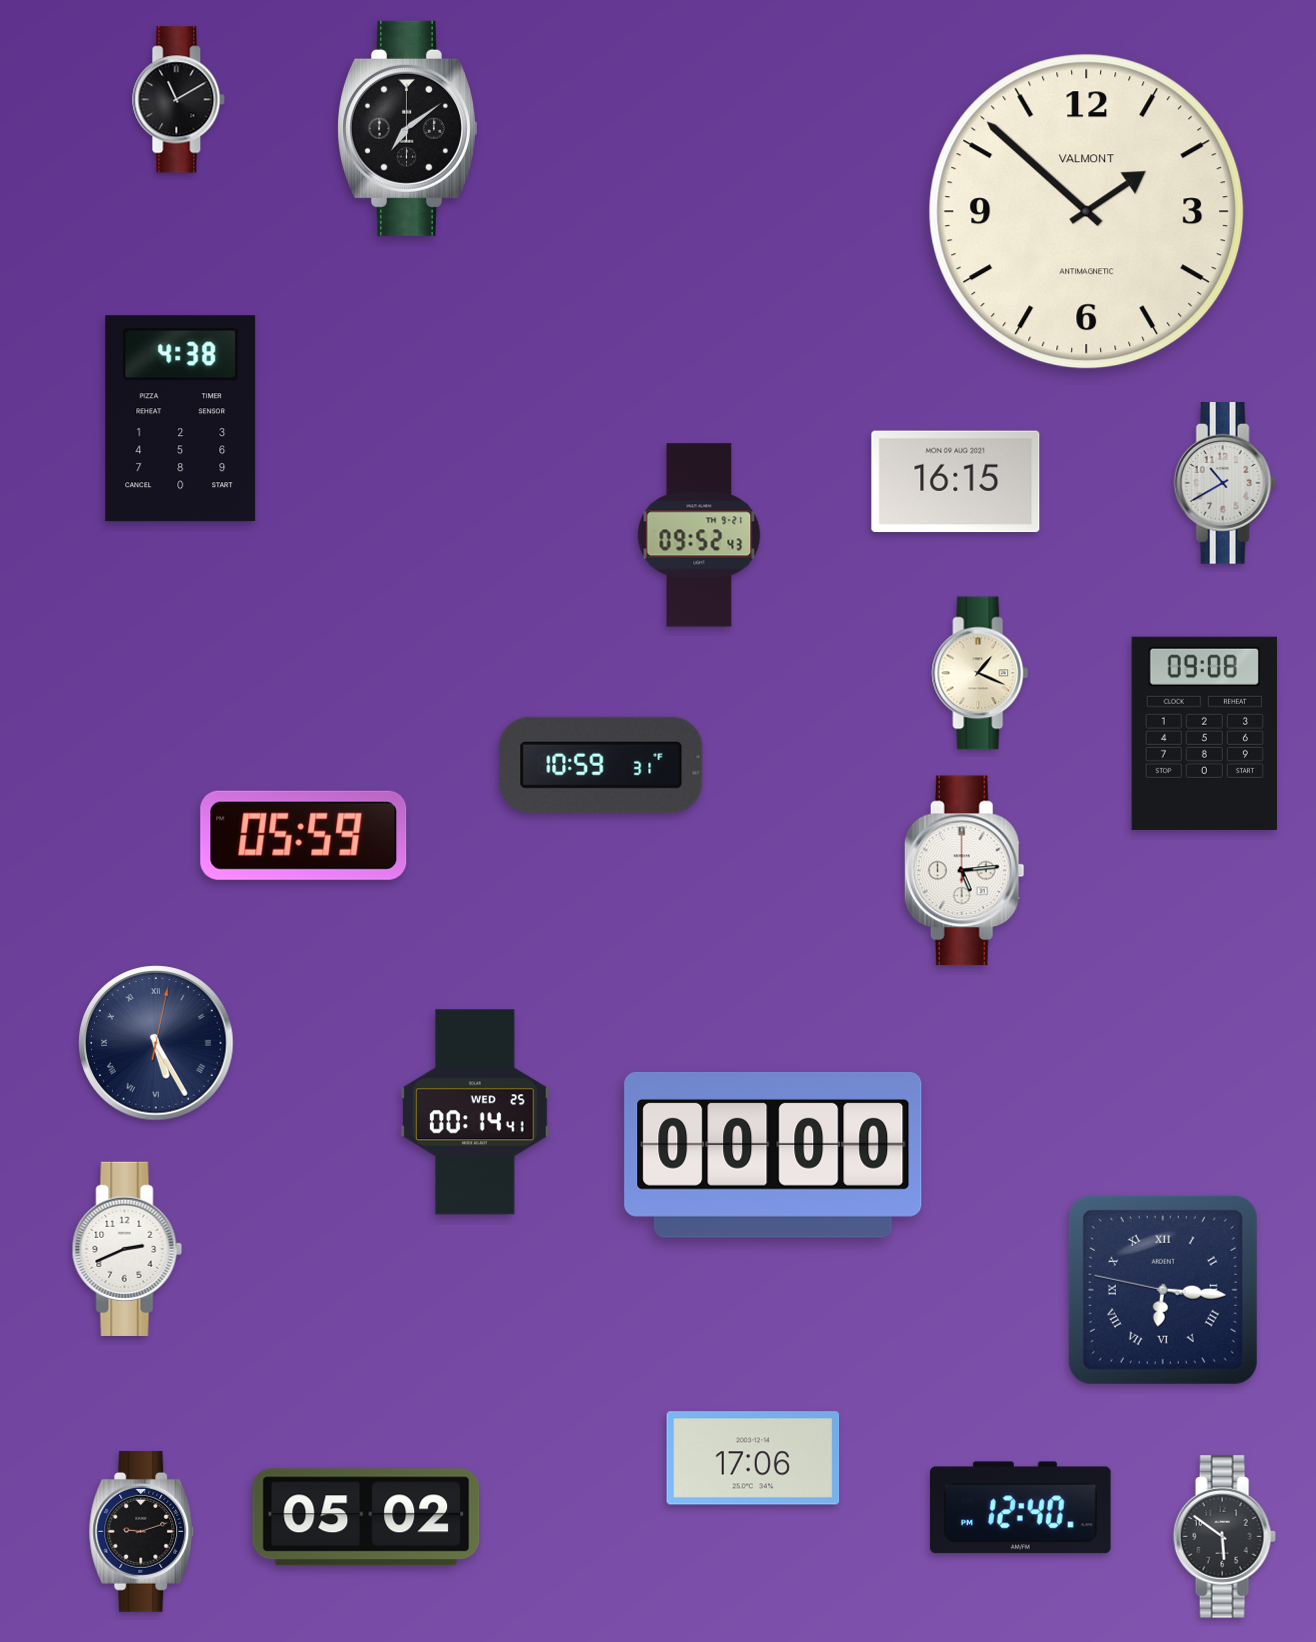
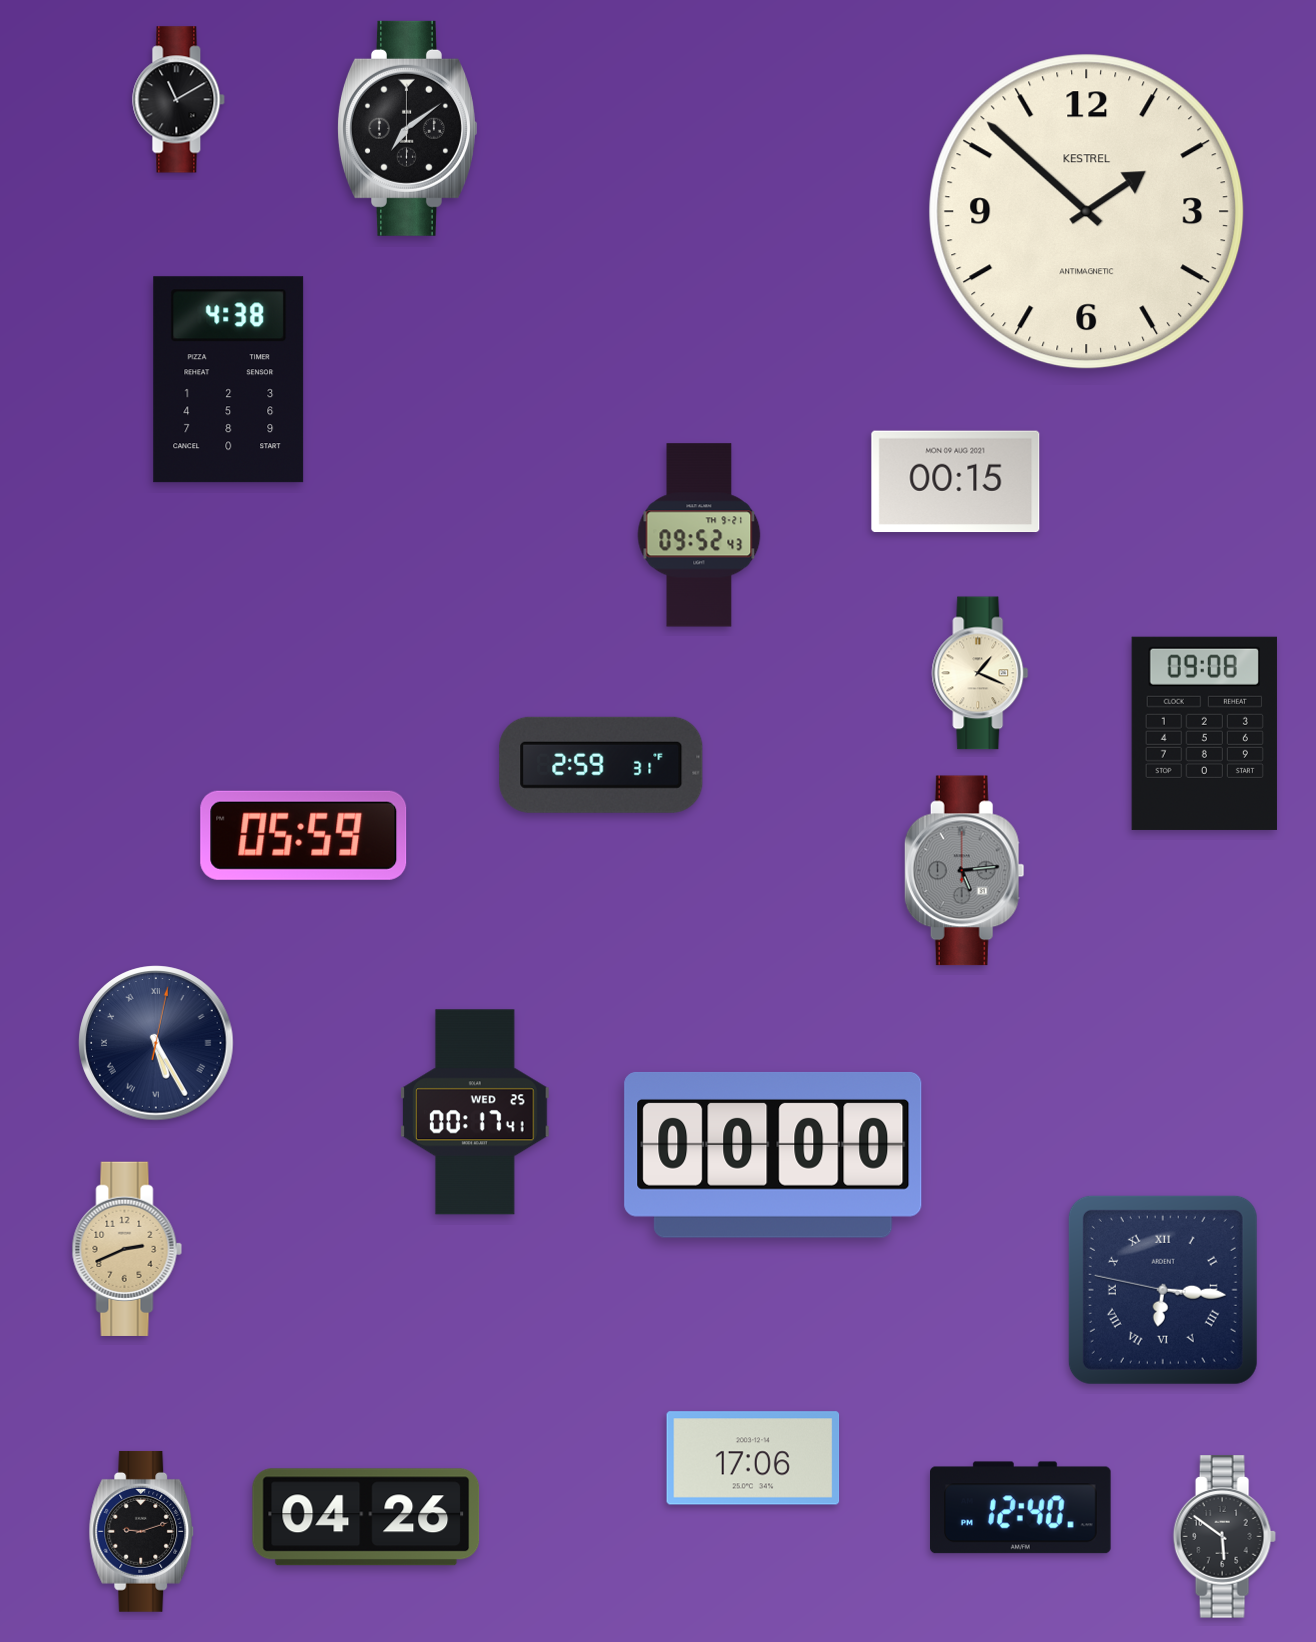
clock at (1087, 212) brand: VALMONT -> KESTREL
clock at (181, 419) position: (181, 419) -> (229, 380)
clock at (956, 482): 16:15 -> 00:15
clock at (1225, 483): 10:40 -> none
clock at (601, 765): 10:59 -> 2:59
clock at (964, 871) dial: white -> grey
clock at (475, 1112): 00:14 -> 00:17
clock at (127, 1249) dial: white -> champagne
clock at (366, 1517): 05:02 -> 04:26
